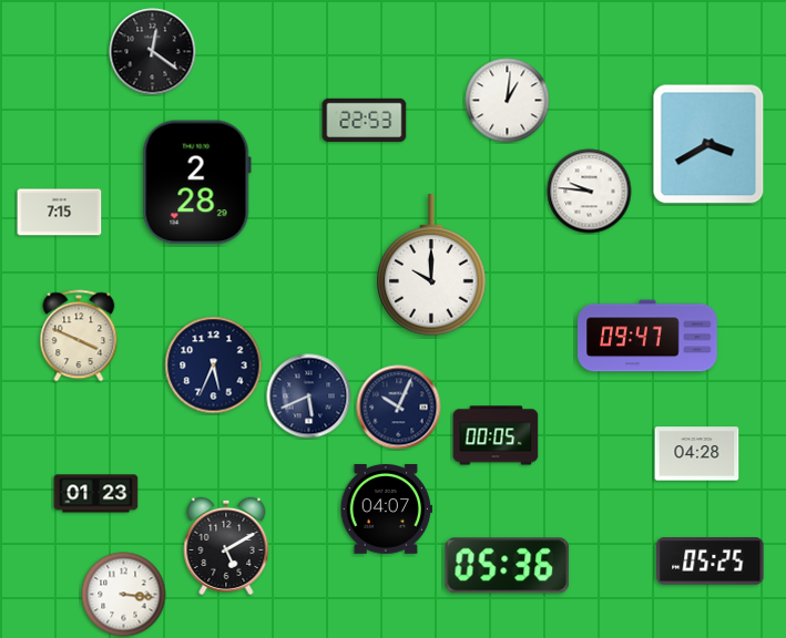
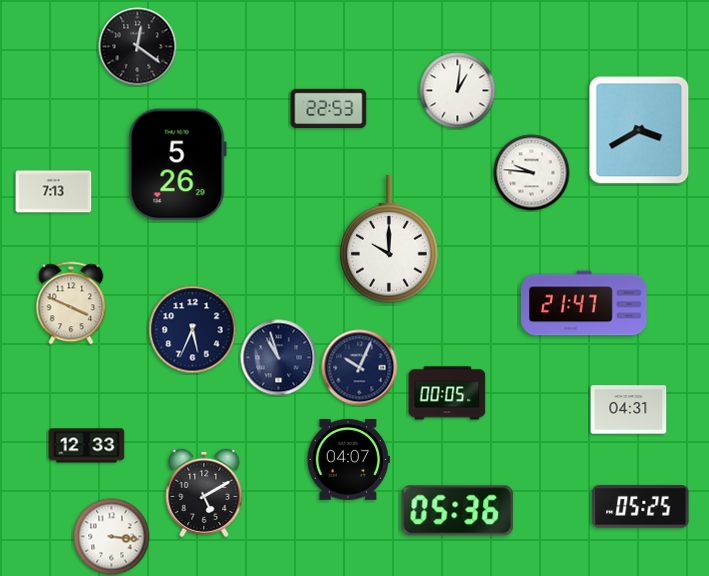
clock at (196, 183): 2:28 -> 5:26
clock at (60, 213): 7:15 -> 7:13
clock at (647, 336): 09:47 -> 21:47
clock at (309, 397): 5:41 -> 10:57
clock at (697, 454): 04:28 -> 04:31
clock at (96, 494): 01:23 -> 12:33
